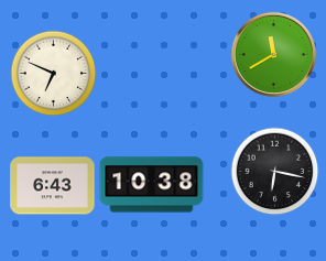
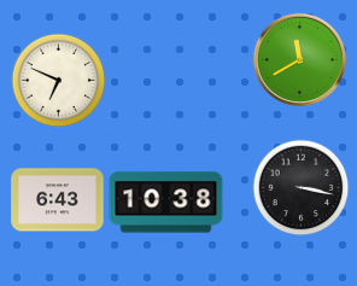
clock at (274, 171): 6:17 -> 3:17
clock at (53, 186) position: (53, 186) -> (58, 200)
